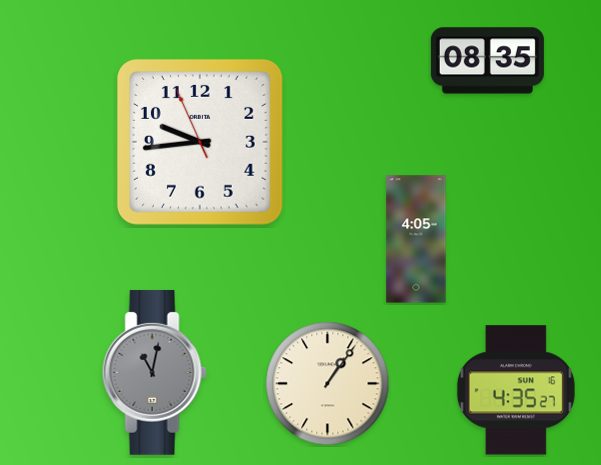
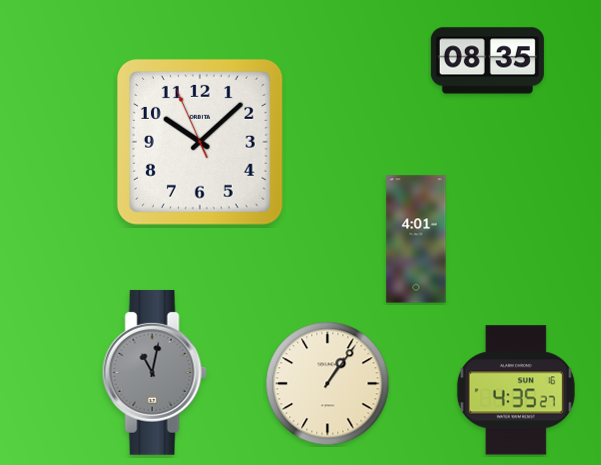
clock at (200, 142): 9:43 -> 10:07
clock at (416, 239): 4:05 -> 4:01
